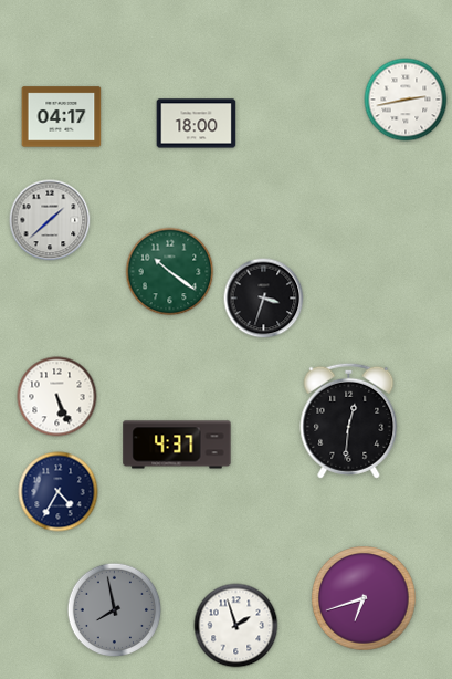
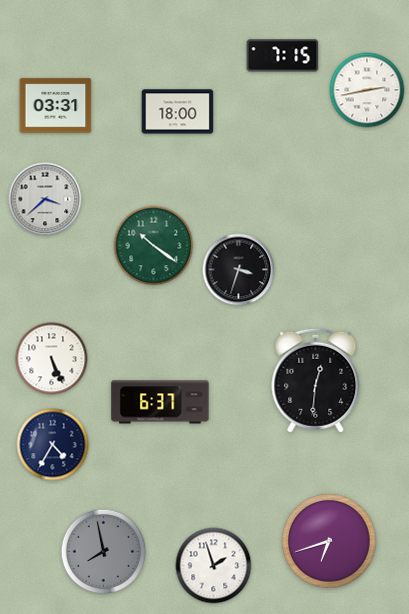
clock at (283, 56): none -> 7:15
clock at (62, 117): 04:17 -> 03:31
clock at (50, 220): 1:38 -> 3:38
clock at (177, 445): 4:37 -> 6:37
